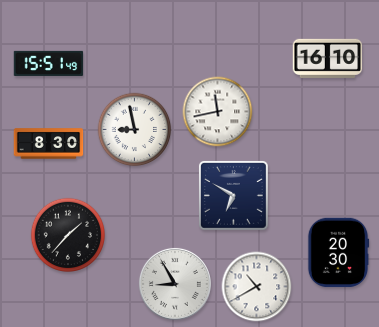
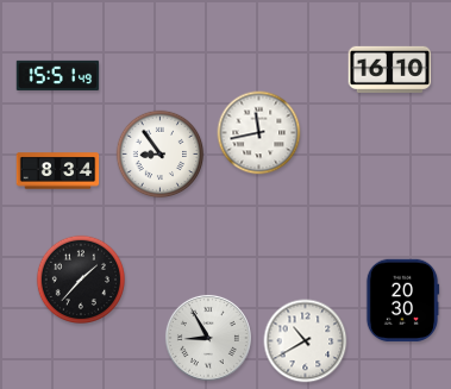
clock at (135, 130): 8:58 -> 8:54
clock at (49, 144): 8:30 -> 8:34
clock at (233, 195): 6:50 -> none
